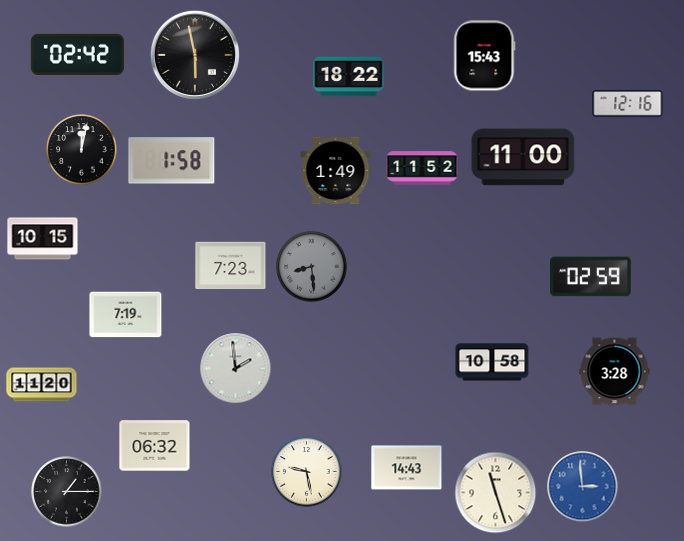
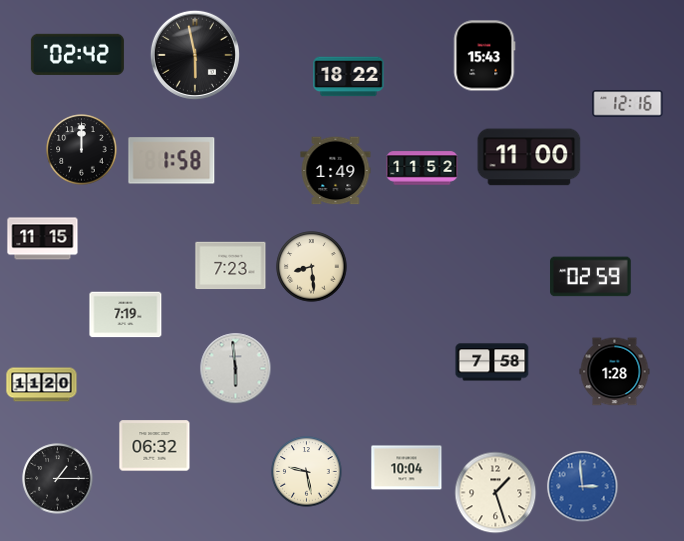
clock at (82, 150): 12:02 -> 12:00
clock at (523, 157) position: (523, 157) -> (529, 157)
clock at (43, 239): 10:15 -> 11:15
clock at (312, 267) dial: grey -> cream
clock at (492, 362): 10:58 -> 7:58
clock at (236, 369): 1:59 -> 5:59
clock at (615, 372): 3:28 -> 1:28
clock at (407, 468): 14:43 -> 10:04
clock at (67, 492) position: (67, 492) -> (58, 479)
clock at (496, 493): 11:27 -> 1:27
